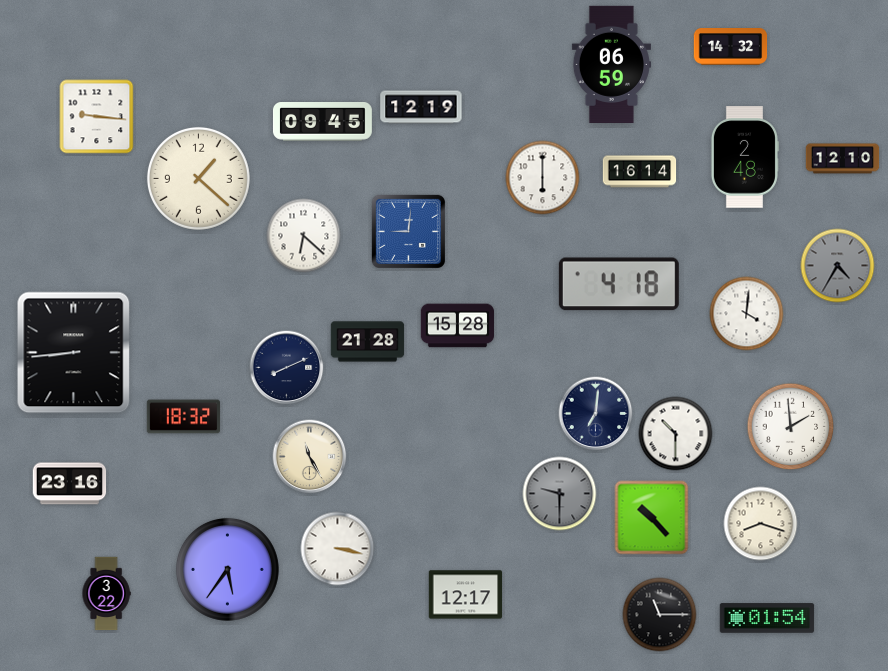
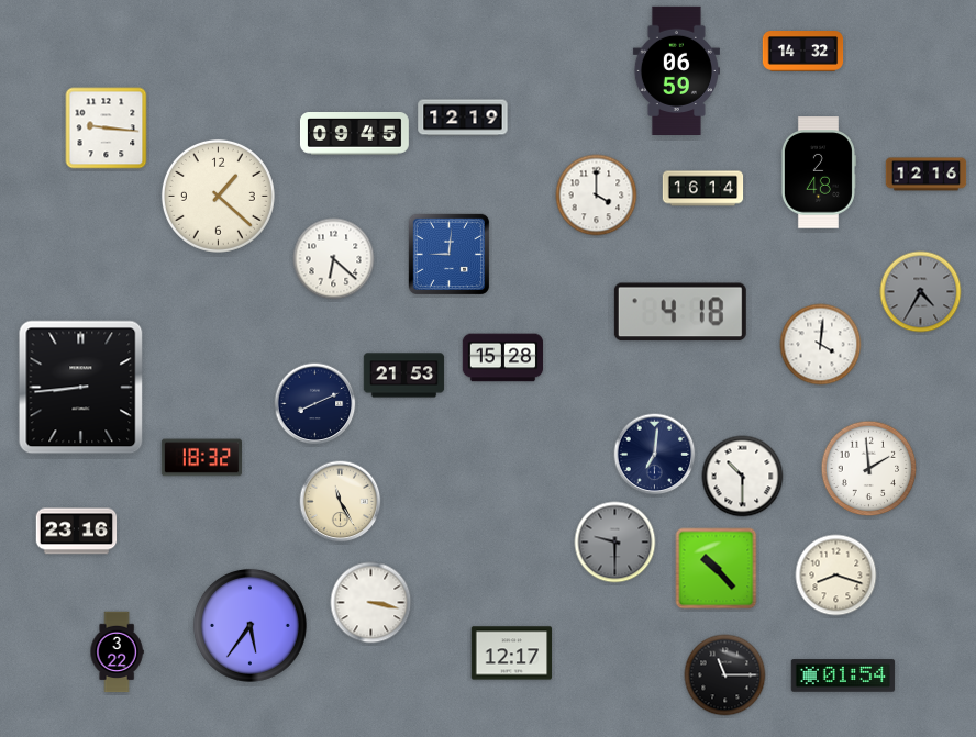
clock at (611, 64) position: (611, 64) -> (676, 70)
clock at (843, 159): 12:10 -> 12:16
clock at (543, 178): 6:00 -> 4:00
clock at (368, 342): 21:28 -> 21:53
clock at (767, 618) position: (767, 618) -> (843, 675)
